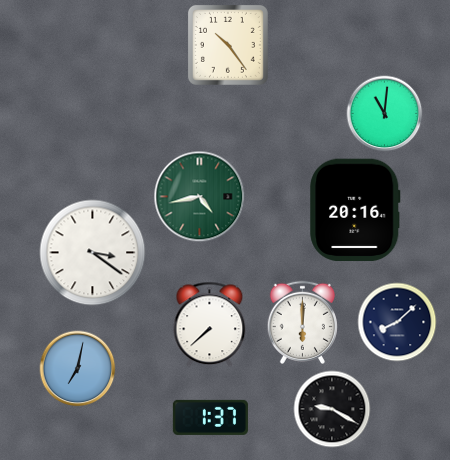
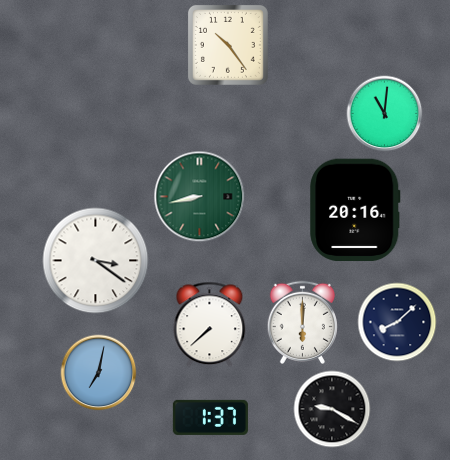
clock at (200, 197): 4:43 -> 8:43
clock at (93, 253) position: (93, 253) -> (96, 261)
clock at (78, 369) position: (78, 369) -> (99, 373)
